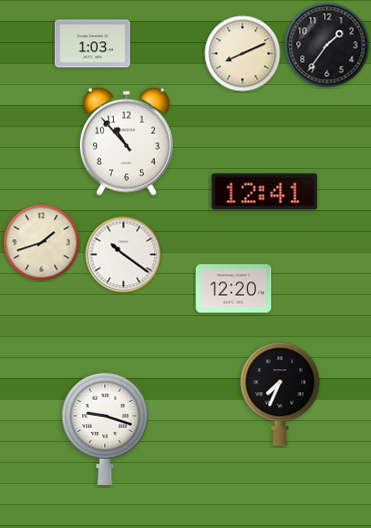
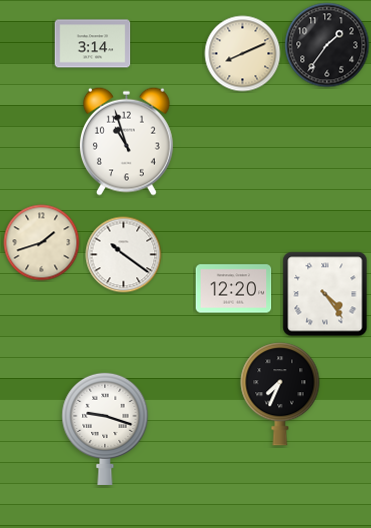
clock at (93, 44): 1:03 -> 3:14
clock at (126, 141): 10:53 -> 10:57
clock at (265, 192): 12:41 -> none
clock at (325, 294): none -> 4:24
